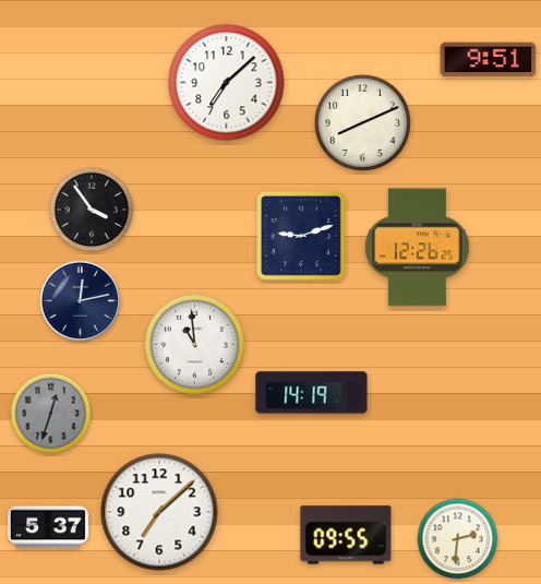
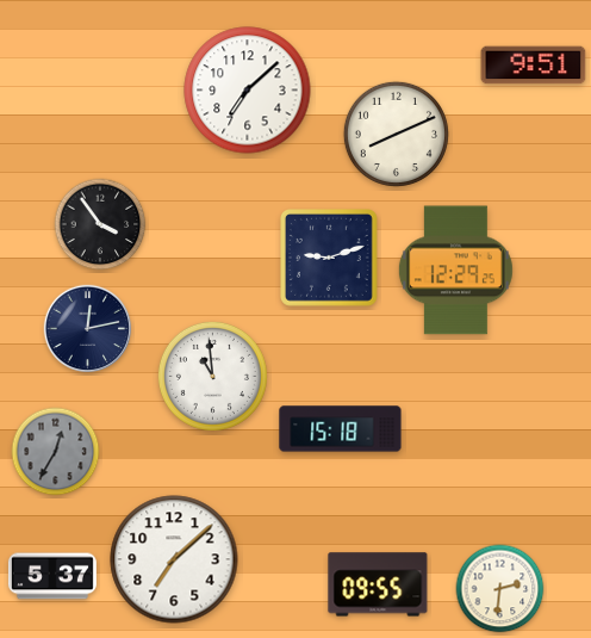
clock at (92, 210) position: (92, 210) -> (100, 224)
clock at (417, 248): 12:26 -> 12:29
clock at (312, 393): 14:19 -> 15:18
clock at (51, 414): 12:33 -> 12:35
